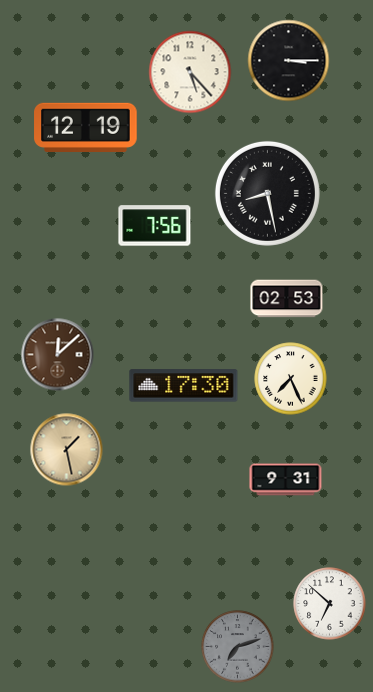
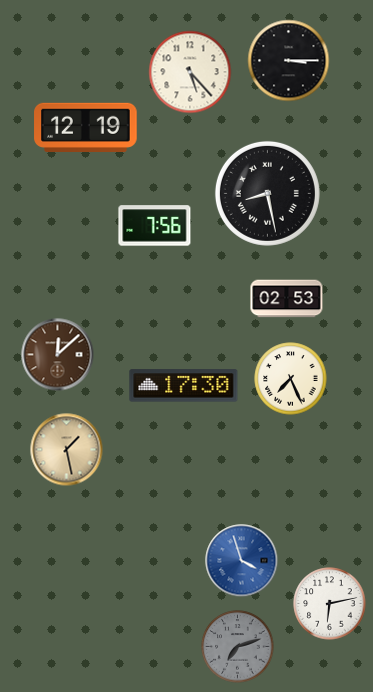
clock at (286, 480): 9:31 -> none
clock at (242, 561): none -> 3:57
clock at (330, 604): 6:52 -> 6:13
